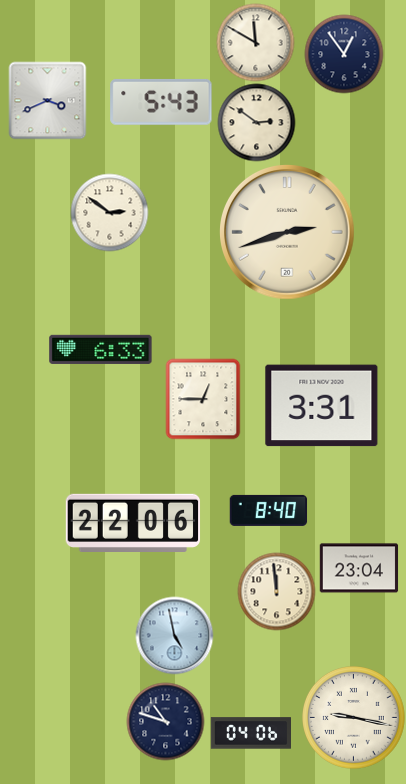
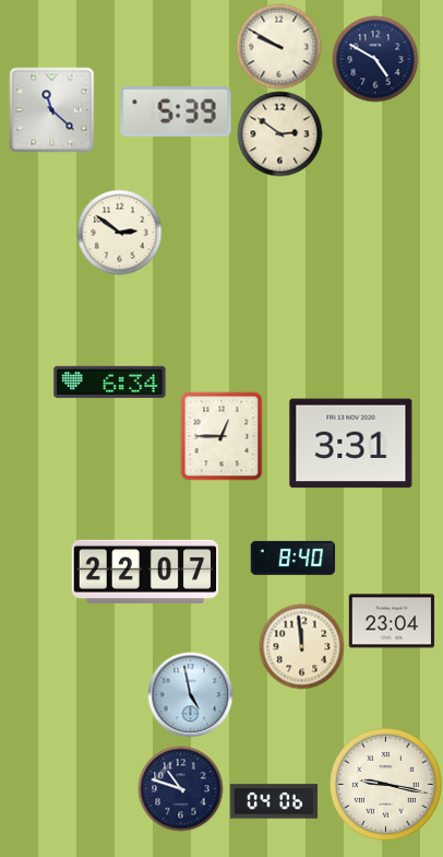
clock at (255, 42): 11:50 -> 9:50
clock at (344, 54): 12:54 -> 4:50
clock at (47, 100): 3:41 -> 11:22
clock at (161, 102): 5:43 -> 5:39
clock at (288, 233): 2:42 -> none
clock at (101, 349): 6:33 -> 6:34
clock at (133, 522): 22:06 -> 22:07
